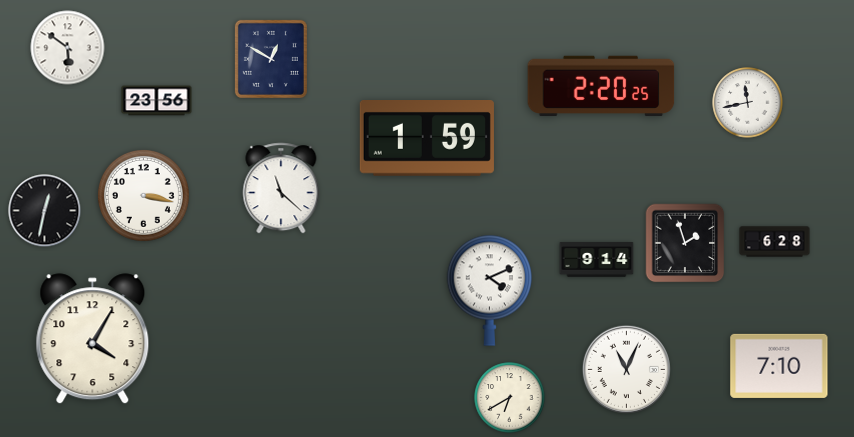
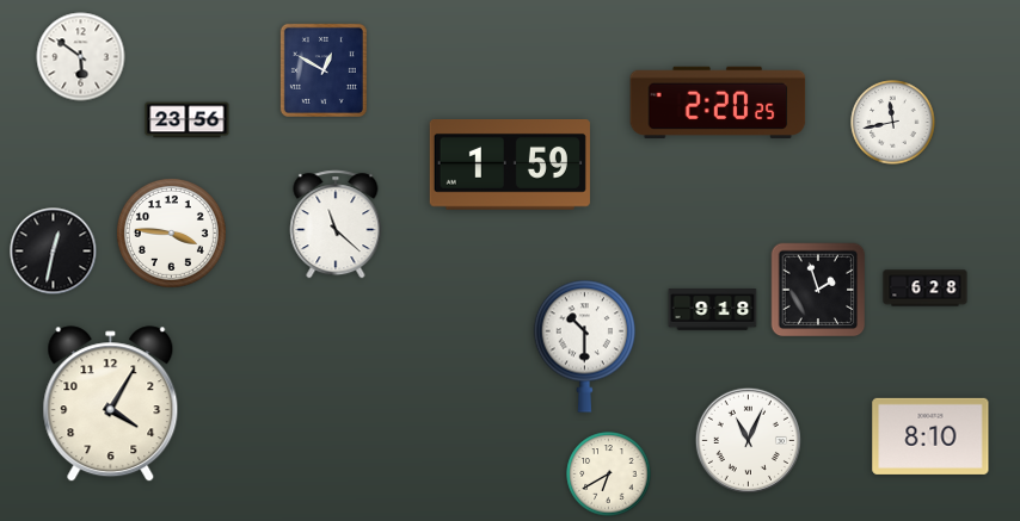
clock at (143, 195): 3:17 -> 3:46
clock at (597, 260): 9:14 -> 9:18
clock at (490, 290): 4:11 -> 10:30
clock at (779, 366): 7:10 -> 8:10
